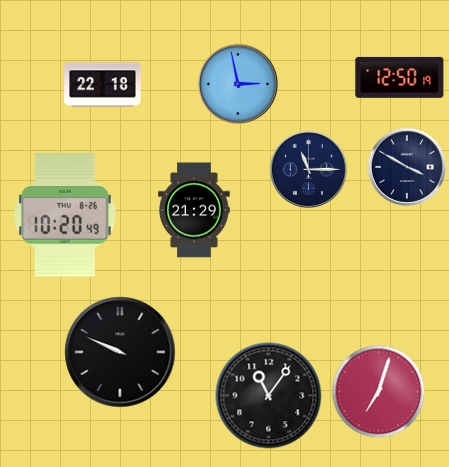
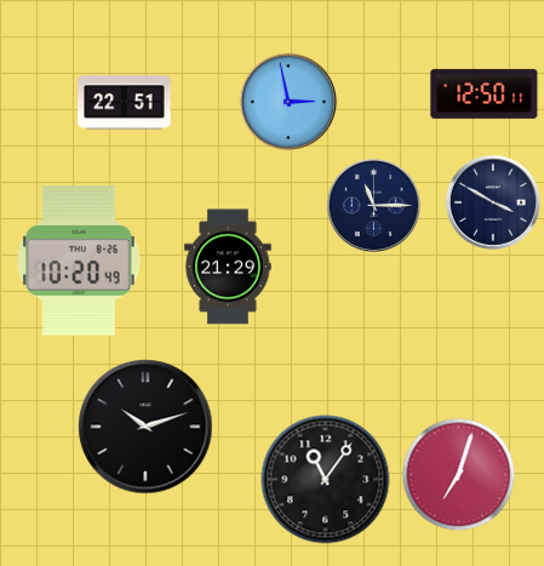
clock at (400, 77): 12:50:19 -> 12:50:11
clock at (103, 85): 22:18 -> 22:51
clock at (194, 210) position: (194, 210) -> (228, 267)
clock at (120, 352): 9:49 -> 10:12
